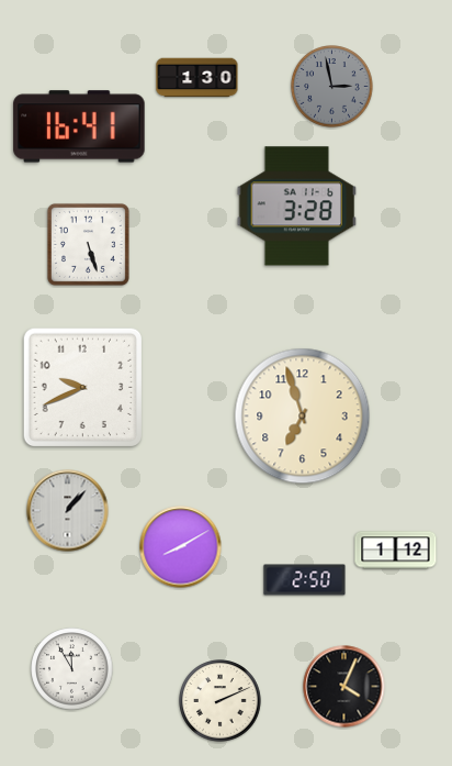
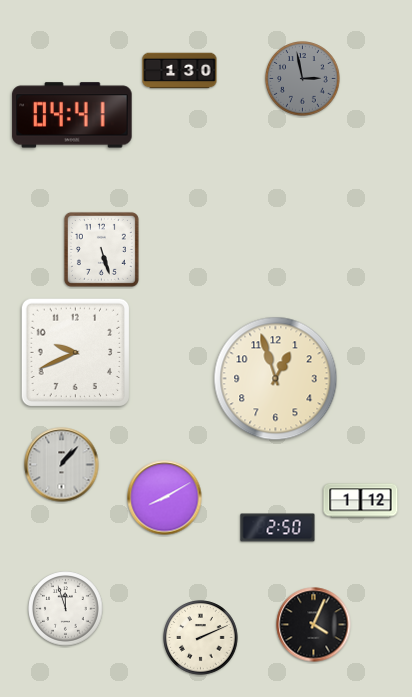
clock at (79, 126): 16:41 -> 04:41
clock at (297, 207): 3:28 -> none
clock at (88, 244) position: (88, 244) -> (101, 249)
clock at (303, 417): 6:57 -> 12:57
clock at (72, 669): 11:55 -> 11:57
